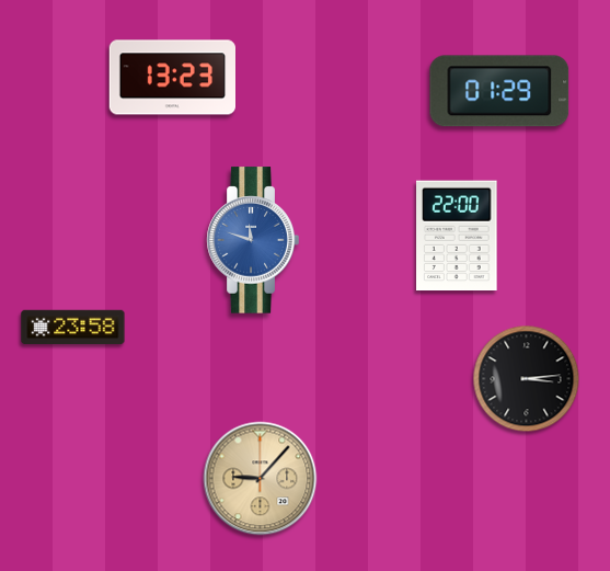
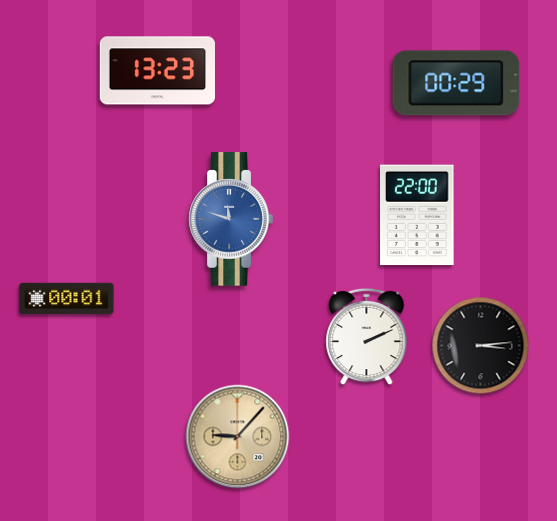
clock at (499, 91): 01:29 -> 00:29
clock at (73, 328): 23:58 -> 00:01
clock at (367, 337): none -> 2:11
